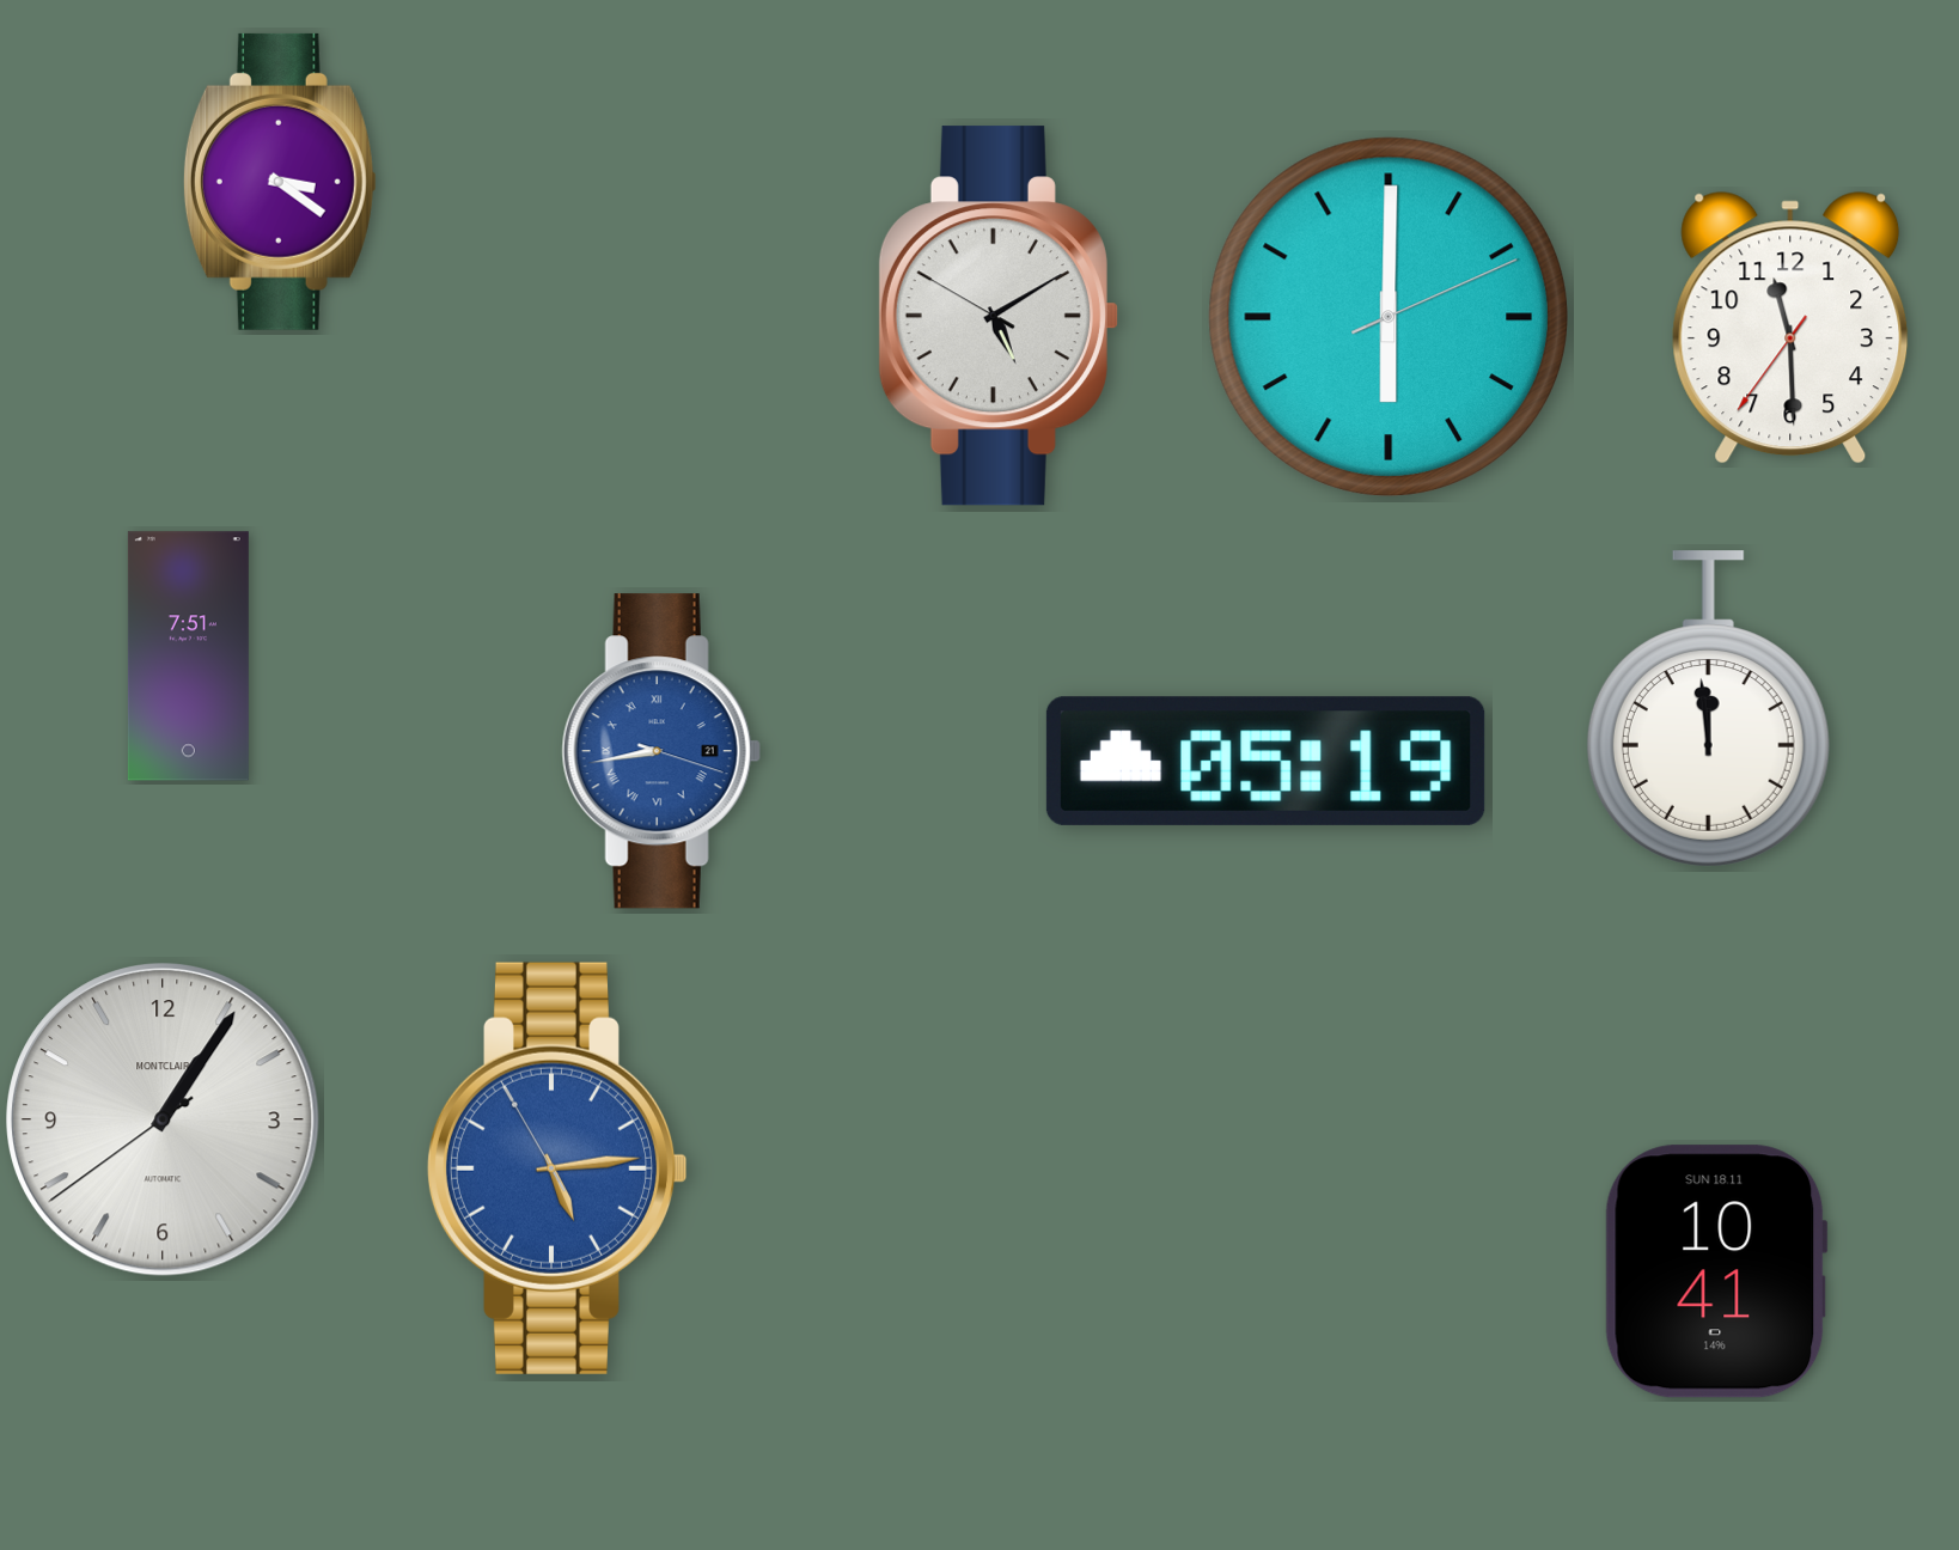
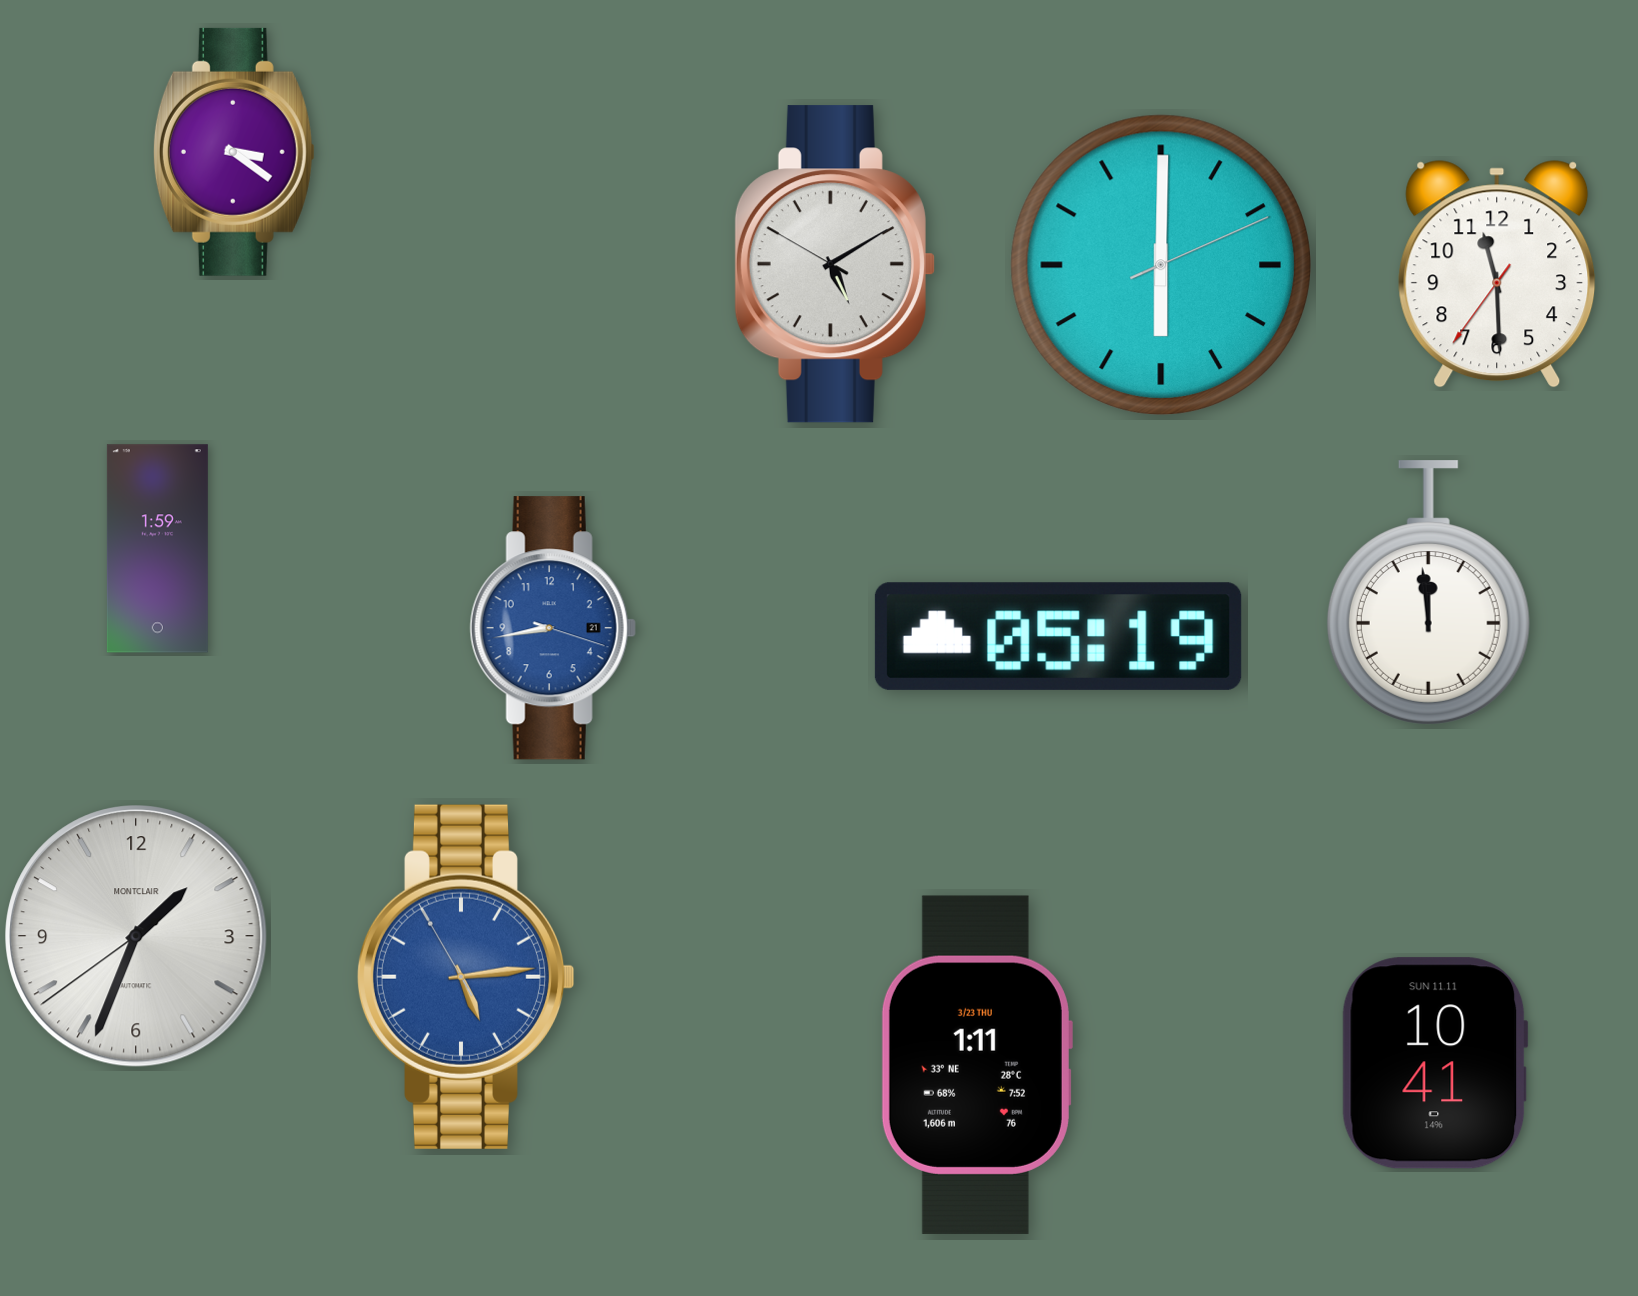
clock at (188, 657): 7:51 -> 1:59
clock at (661, 751) numerals: Roman -> Arabic
clock at (163, 1119): 1:05 -> 1:33
clock at (1716, 1271) date: SUN 18.11 -> SUN 11.11
clock at (976, 1065): none -> 1:11
